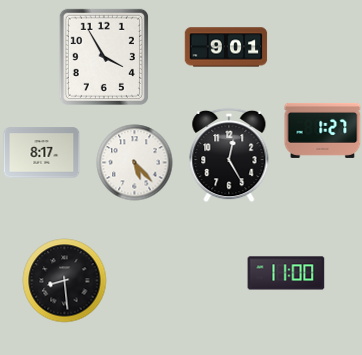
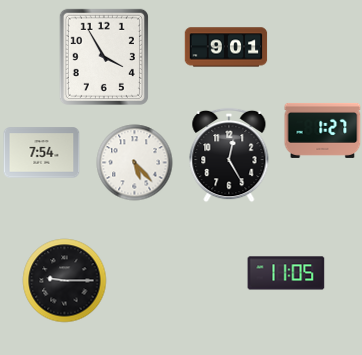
clock at (42, 153): 8:17 -> 7:54
clock at (286, 273): 11:00 -> 11:05
clock at (65, 281): 8:29 -> 9:15
